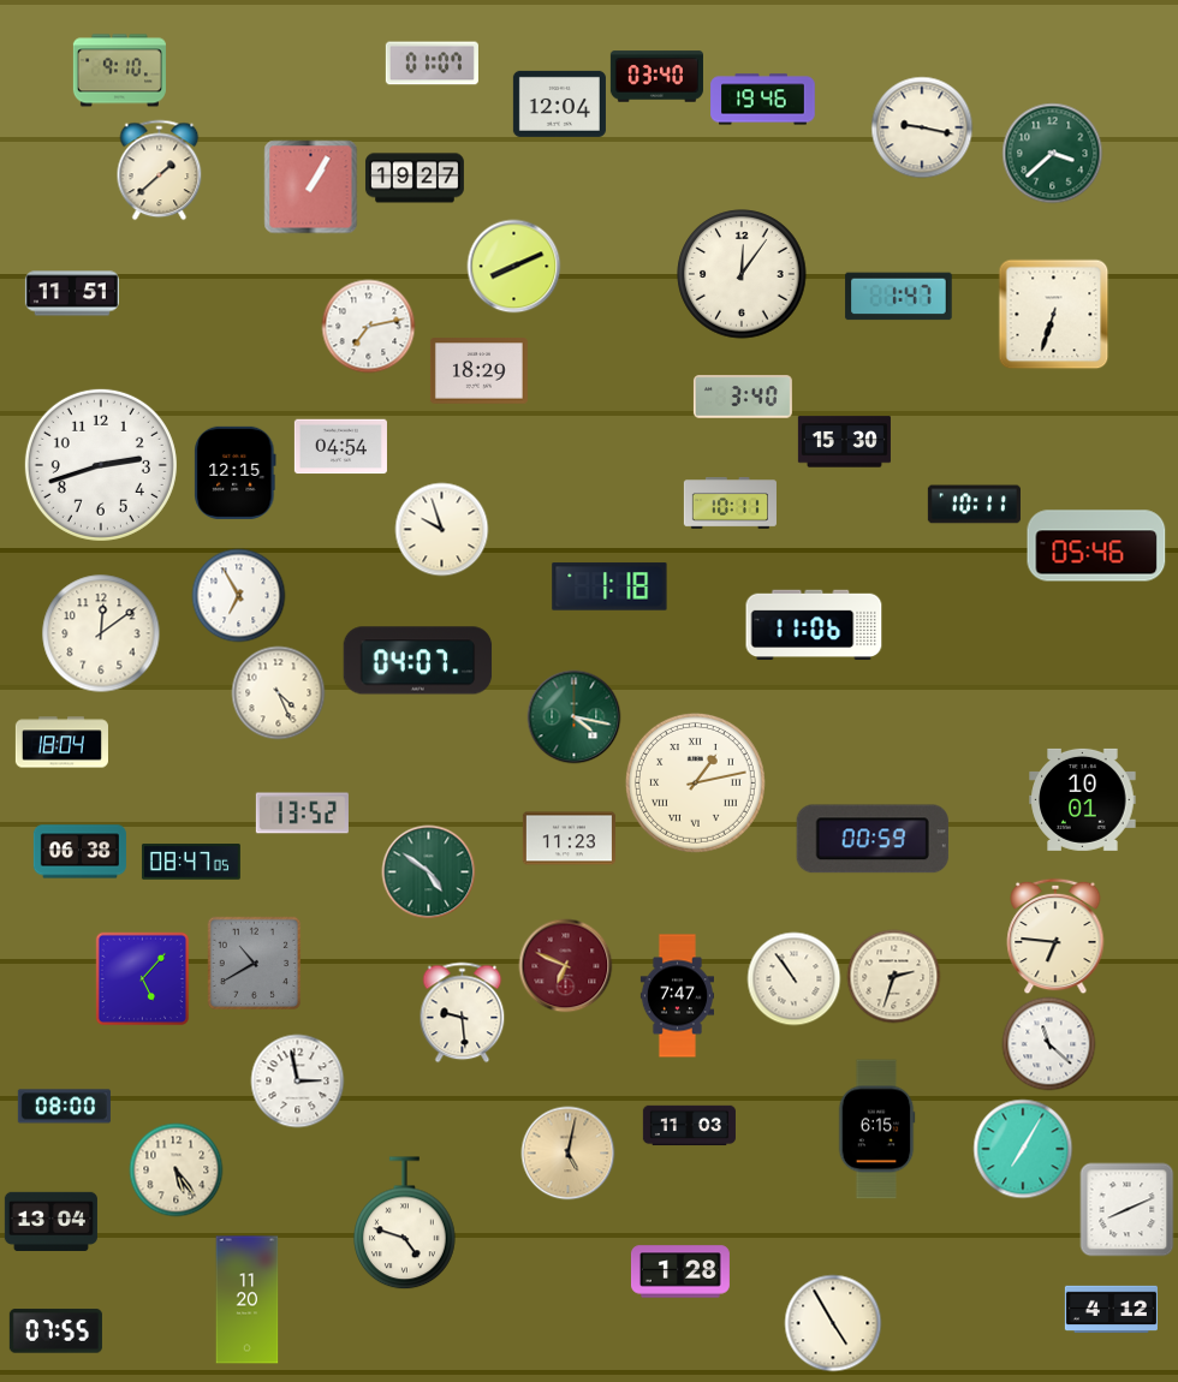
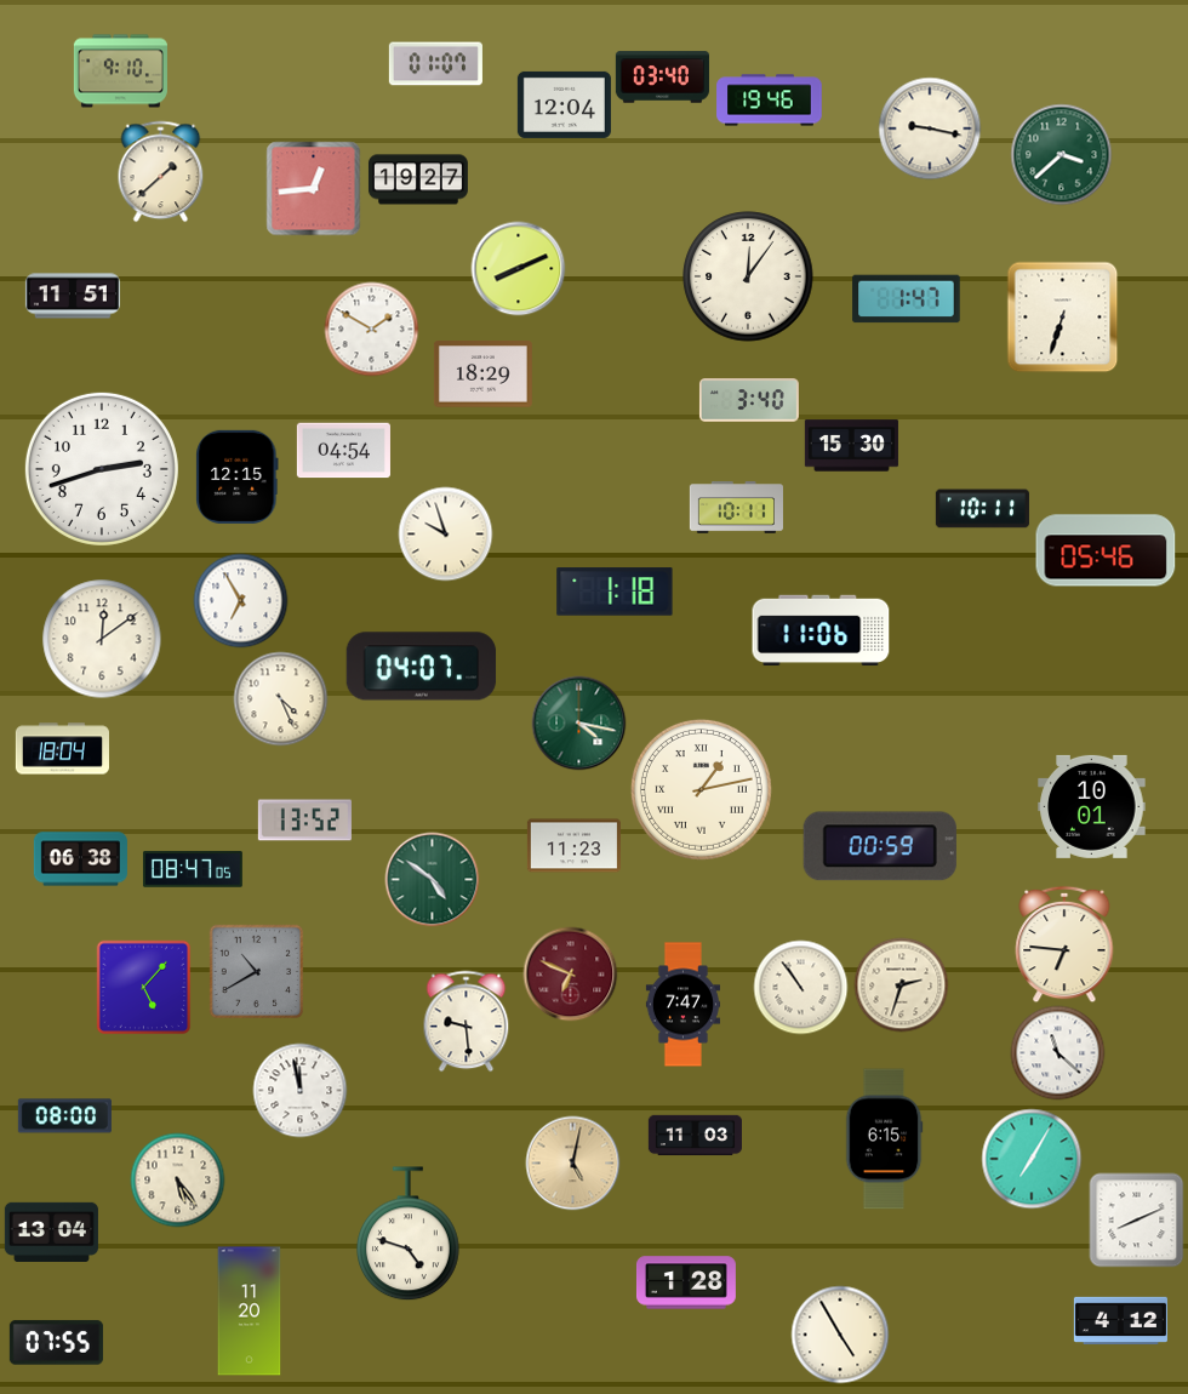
clock at (310, 186): 1:05 -> 12:44
clock at (368, 326): 7:13 -> 1:50
clock at (297, 1080): 2:58 -> 11:58
